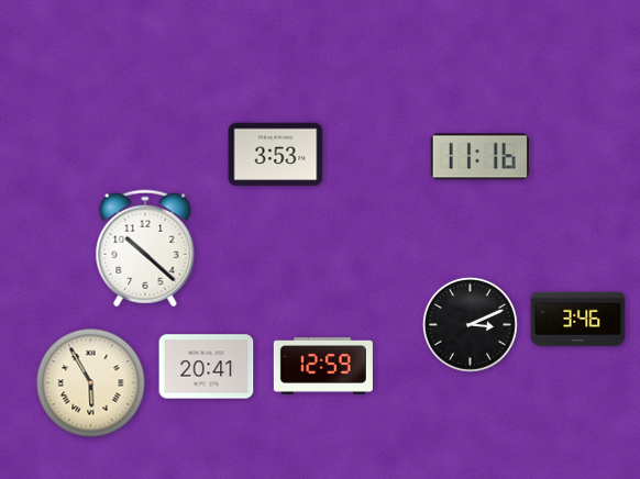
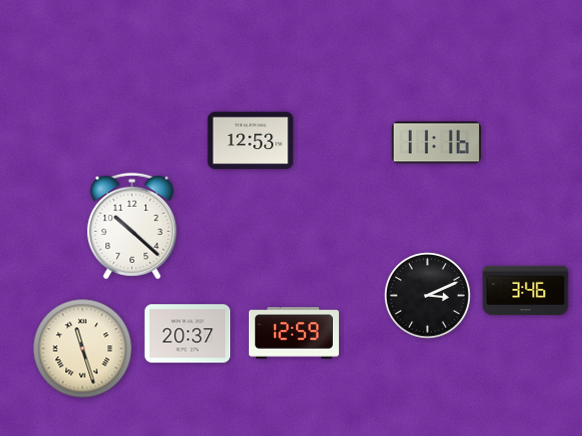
clock at (276, 155): 3:53 -> 12:53
clock at (207, 367): 20:41 -> 20:37
clock at (91, 383): 5:55 -> 11:27
